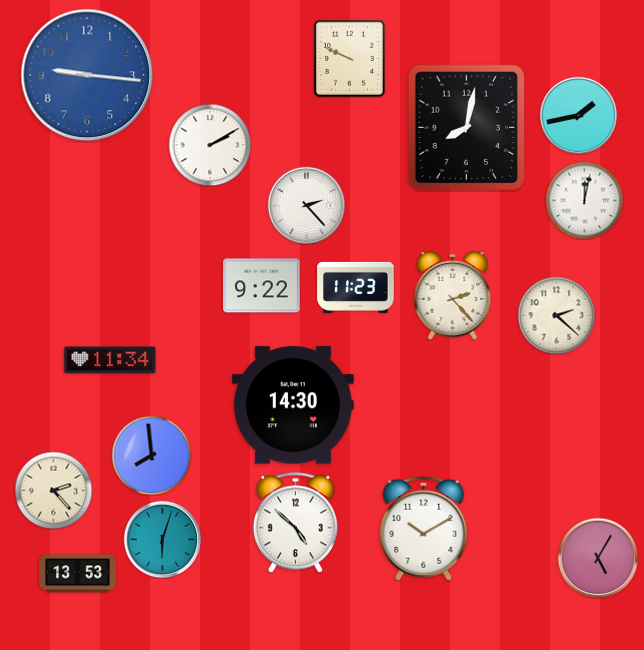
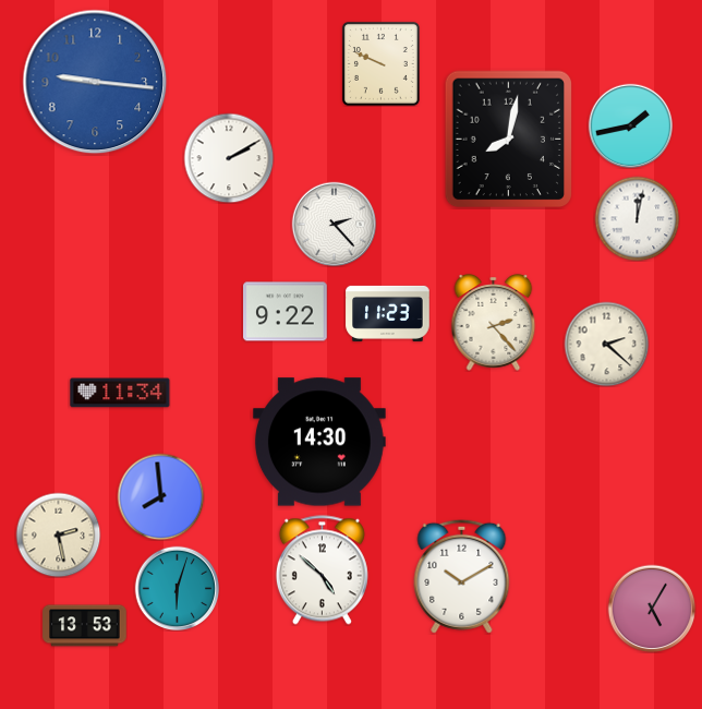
clock at (151, 455) position: (151, 455) -> (160, 496)
clock at (53, 490): 2:23 -> 2:28
